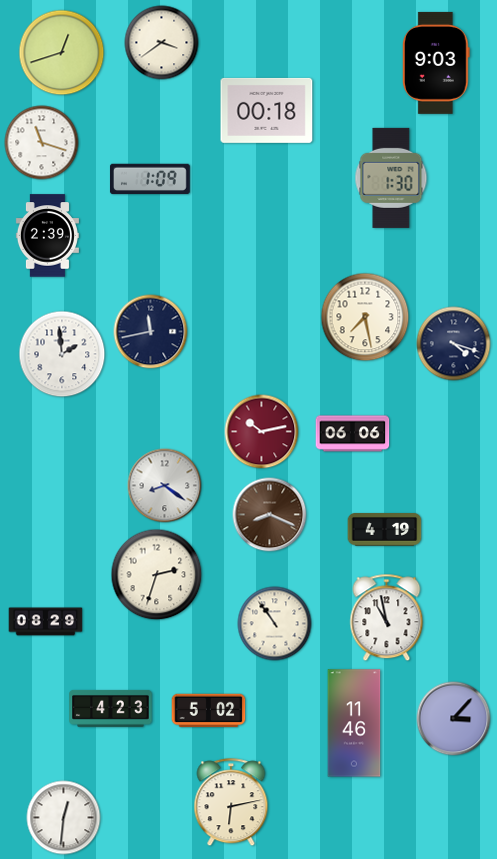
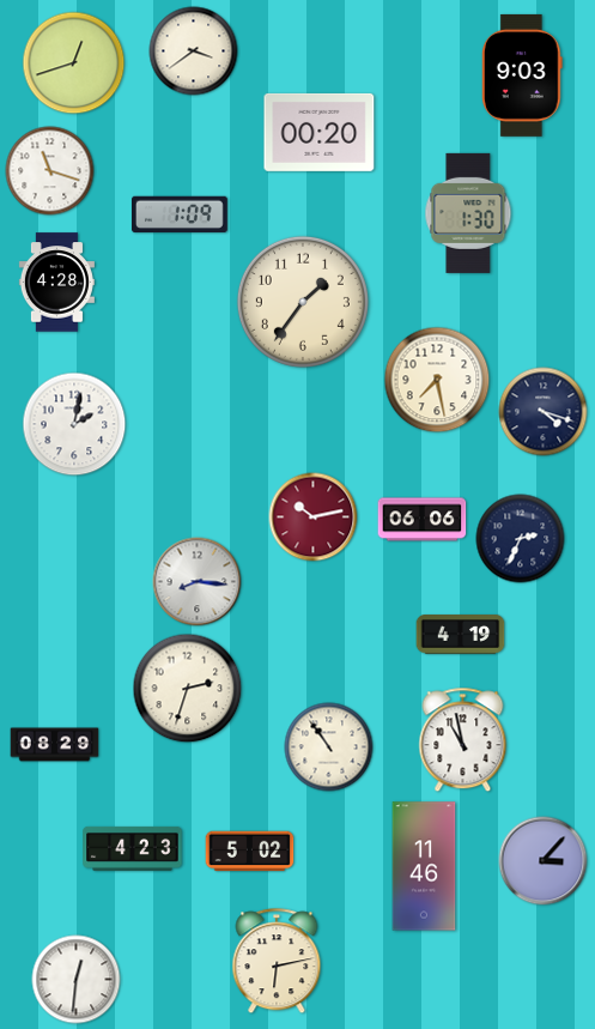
clock at (267, 110): 00:18 -> 00:20
clock at (47, 236): 2:39 -> 4:28
clock at (303, 302): none -> 1:36
clock at (151, 332): 11:43 -> none
clock at (62, 354): 1:59 -> 2:02
clock at (521, 539): none -> 2:34
clock at (165, 486): 8:21 -> 8:16
clock at (270, 515): 8:19 -> none
